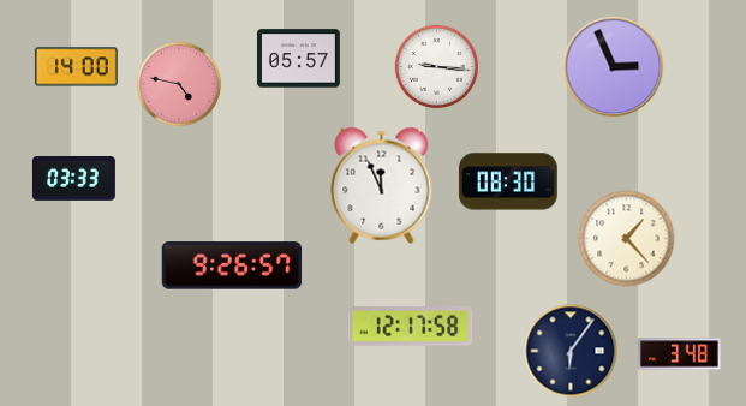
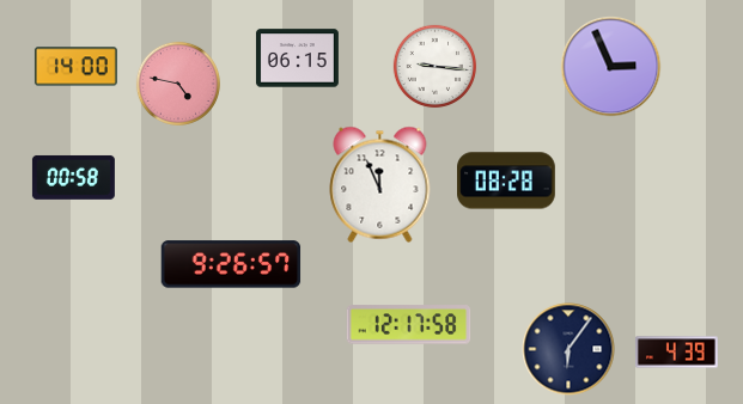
clock at (298, 59): 05:57 -> 06:15
clock at (73, 178): 03:33 -> 00:58
clock at (509, 181): 08:30 -> 08:28
clock at (627, 239): 1:23 -> none
clock at (679, 354): 3:48 -> 4:39
